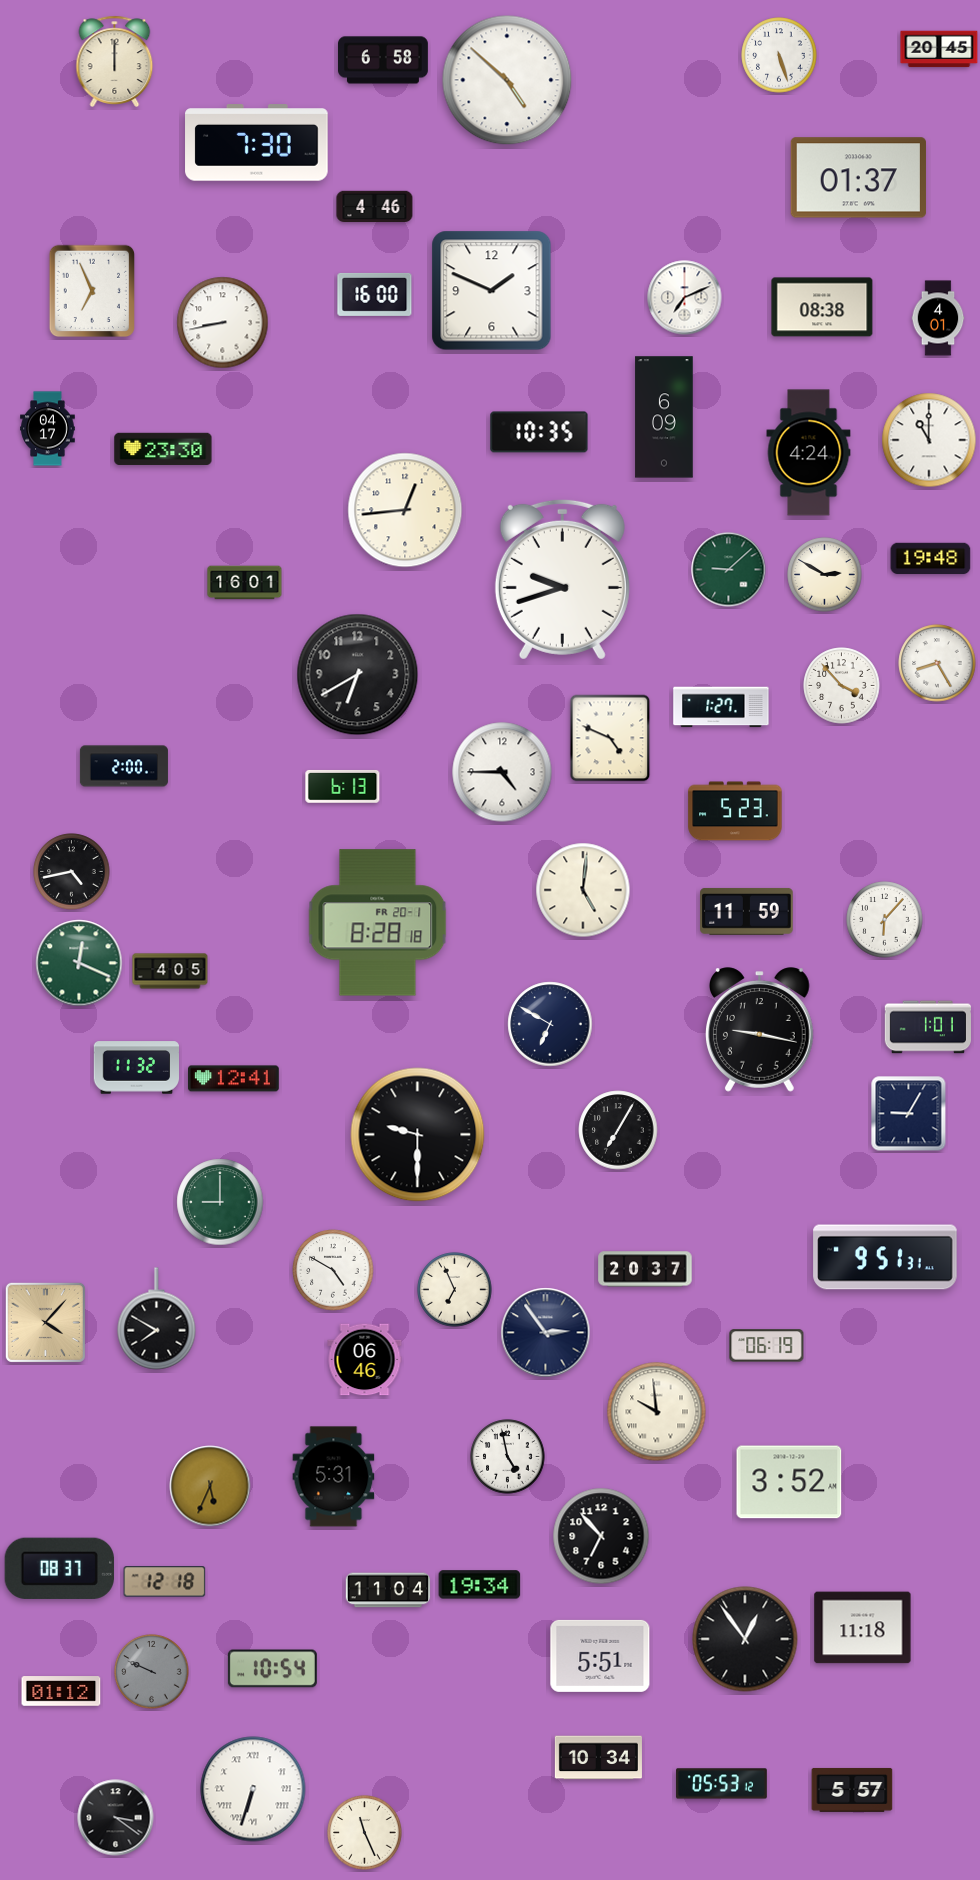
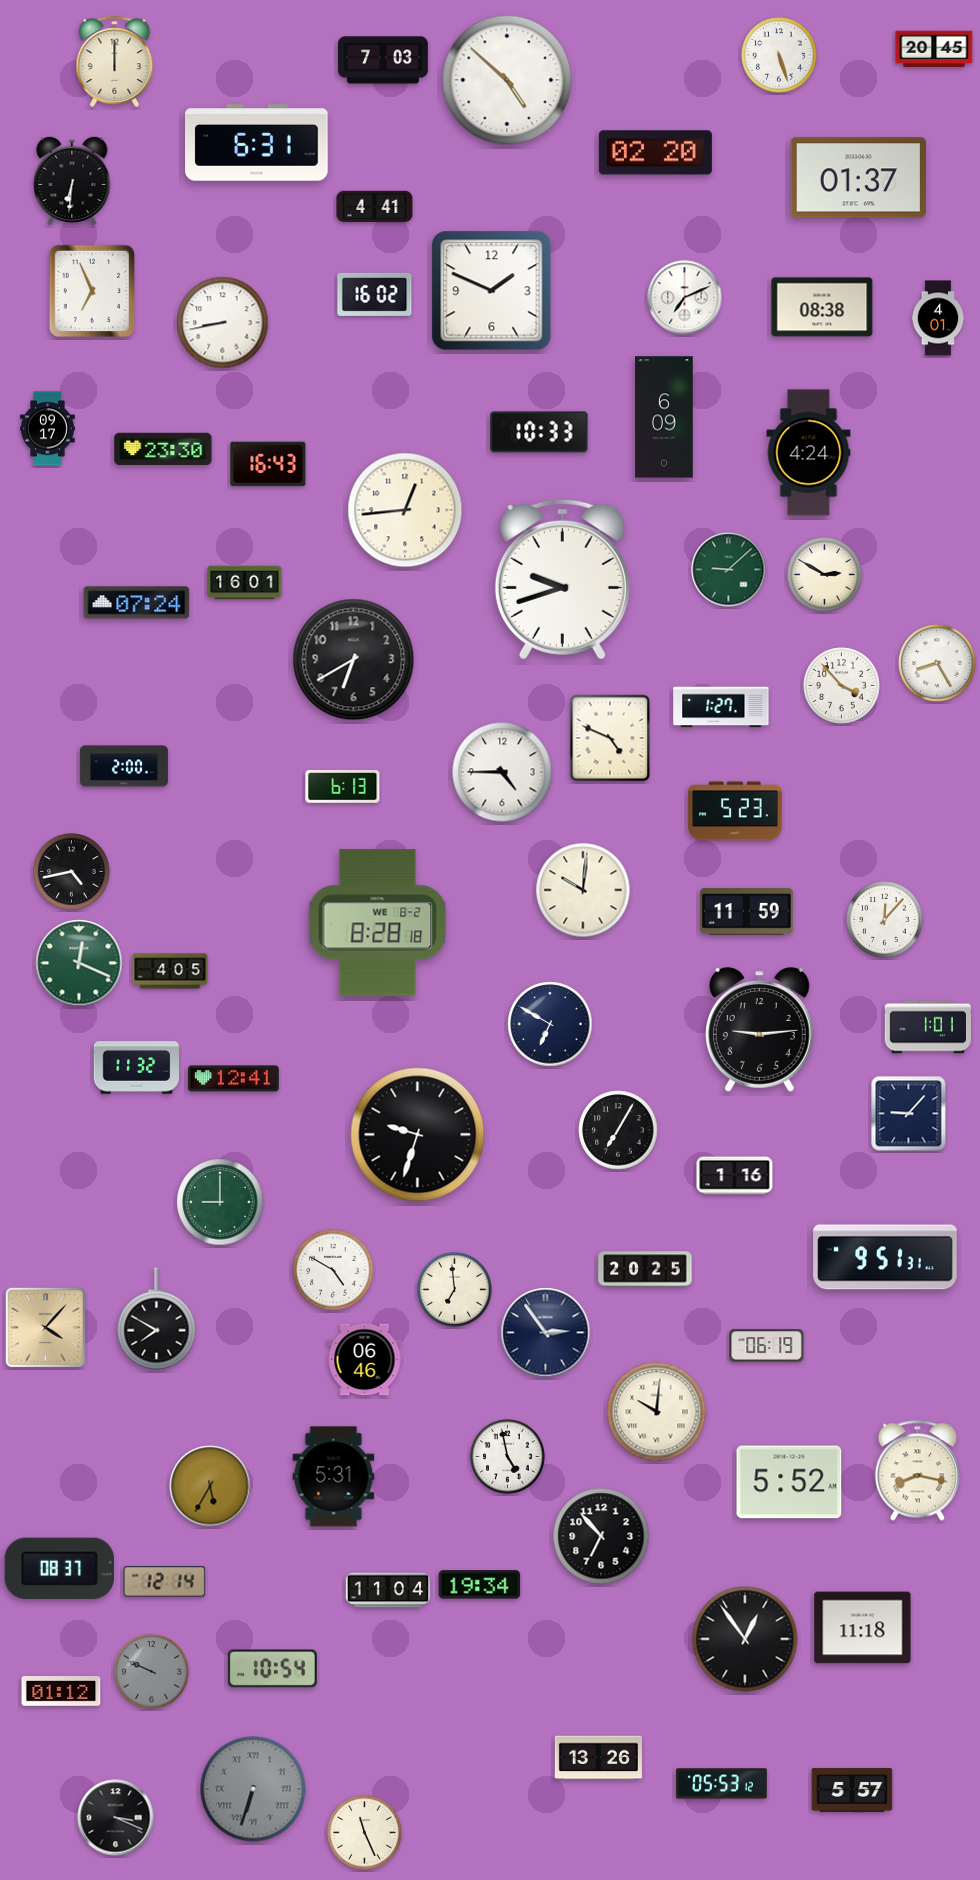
clock at (939, 49) position: (939, 49) -> (934, 49)
clock at (384, 60): 6:58 -> 7:03
clock at (257, 143): 7:30 -> 6:31
clock at (655, 153): none -> 02:20
clock at (72, 180): none -> 6:31
clock at (375, 207): 4:46 -> 4:41
clock at (375, 294): 16:00 -> 16:02
clock at (48, 429): 04:17 -> 09:17
clock at (539, 432): 10:35 -> 10:33
clock at (929, 440): 11:00 -> none
clock at (268, 464): none -> 16:43
clock at (931, 559): 19:48 -> none
clock at (137, 603): none -> 07:24
clock at (358, 675) position: (358, 675) -> (354, 660)
clock at (583, 890): 5:01 -> 10:01
clock at (885, 920): 6:07 -> 12:07
clock at (378, 923) date: FR 20-1 -> WE 8-2
clock at (760, 1030): 9:17 -> 9:14
clock at (909, 1114): 9:05 -> 9:07
clock at (418, 1135): 9:30 -> 9:33
clock at (735, 1176): none -> 1:16
clock at (645, 1269): 20:37 -> 20:25
clock at (455, 1290): 6:56 -> 6:59
clock at (45, 1322) position: (45, 1322) -> (45, 1327)
clock at (657, 1412): 9:59 -> 10:01
clock at (918, 1471): none -> 8:17
clock at (789, 1482): 3:52 -> 5:52
clock at (210, 1486): 5:34 -> 5:35
clock at (165, 1582): 12:18 -> 12:14
clock at (600, 1656): 5:51 -> none
clock at (598, 1758): 10:34 -> 13:26
clock at (253, 1789) dial: white -> grey
clock at (116, 1818): 3:21 -> 3:19
